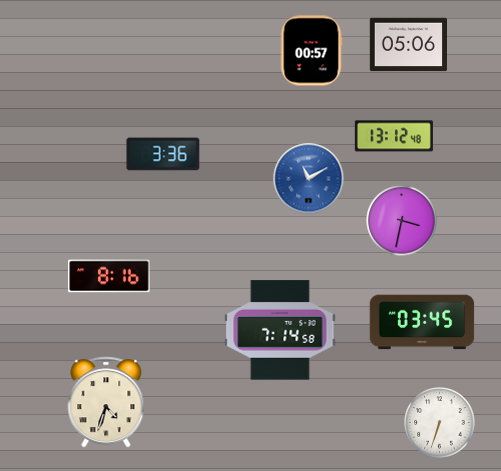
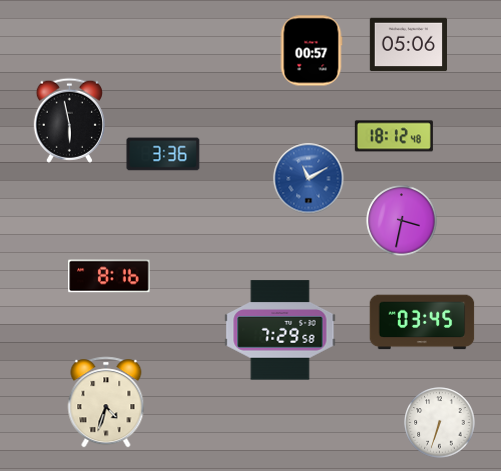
clock at (69, 120): none -> 5:58
clock at (394, 136): 13:12 -> 18:12
clock at (280, 330): 7:14 -> 7:29
